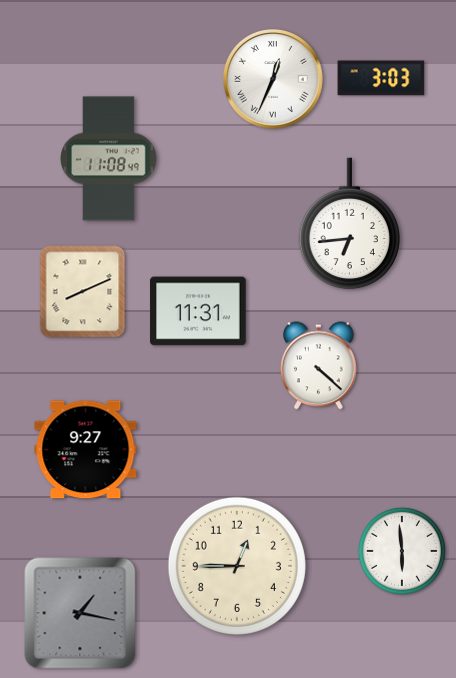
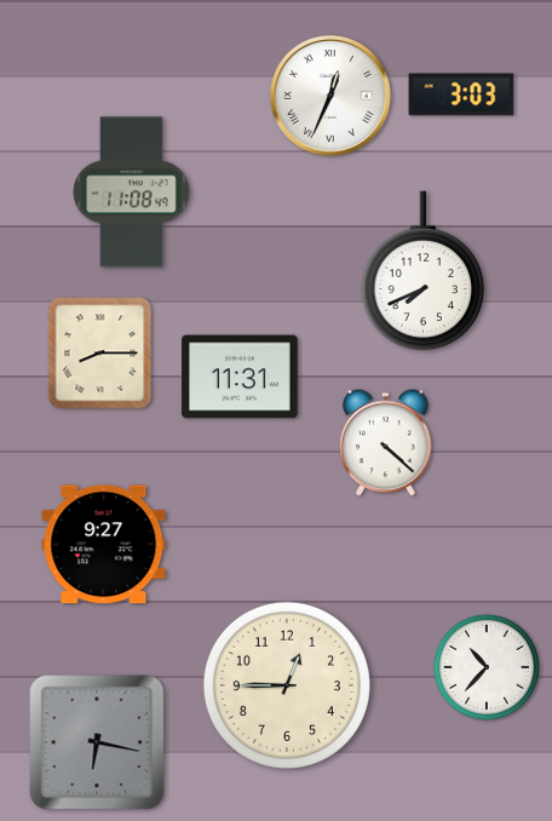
clock at (349, 224): 6:44 -> 7:41
clock at (83, 292): 8:11 -> 8:15
clock at (402, 551): 5:59 -> 10:37
clock at (80, 613): 1:17 -> 6:17
